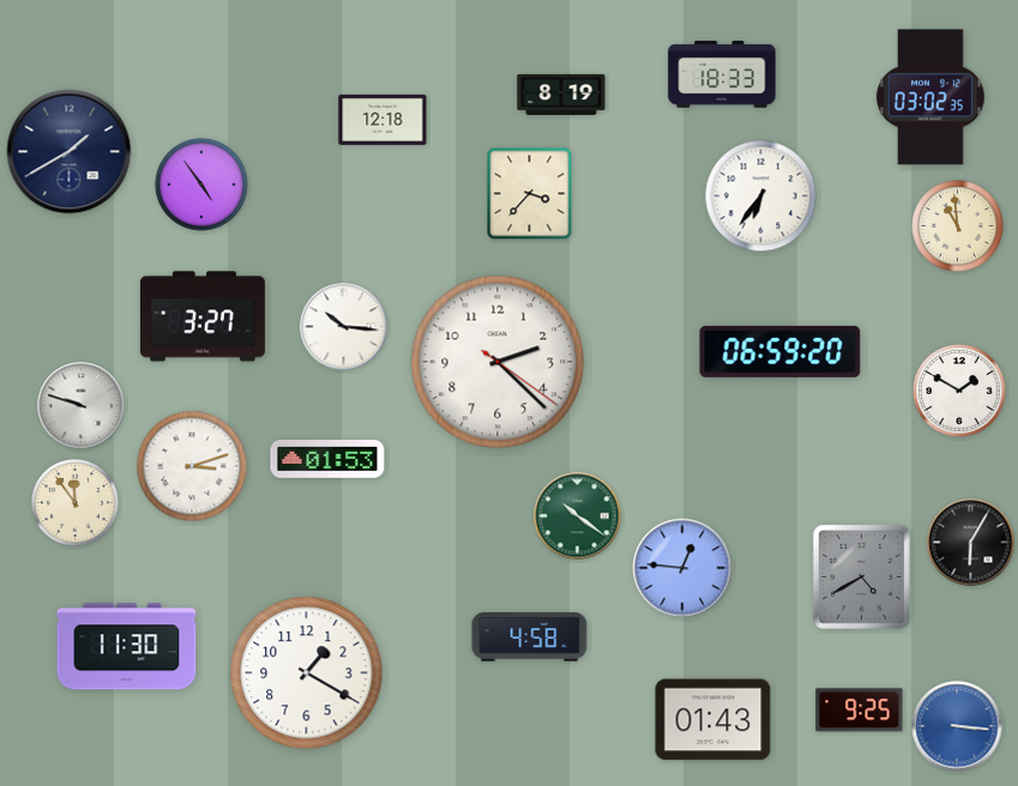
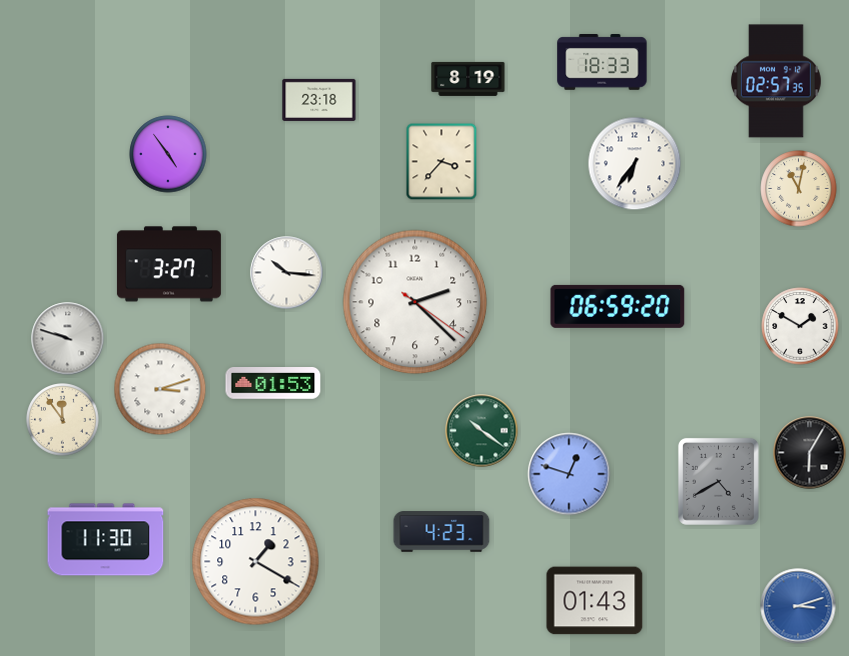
clock at (930, 97): 03:02 -> 02:57
clock at (382, 120): 12:18 -> 23:18
clock at (70, 152): 1:40 -> none
clock at (958, 226): 10:59 -> 11:02
clock at (781, 351) position: (781, 351) -> (618, 306)
clock at (682, 568): 12:46 -> 12:48
clock at (530, 637): 4:58 -> 4:23
clock at (860, 711): 9:25 -> none
clock at (957, 726): 3:16 -> 3:12
